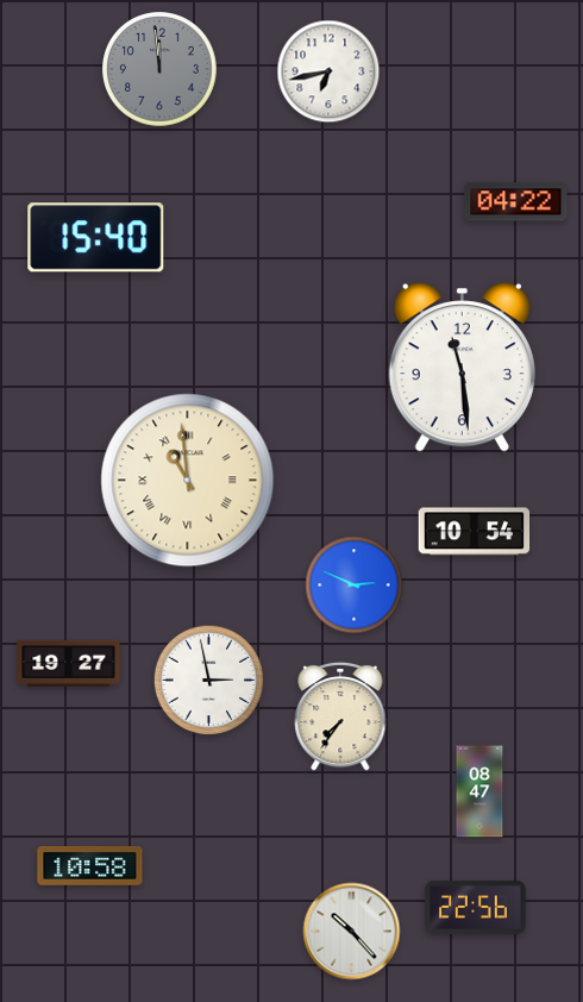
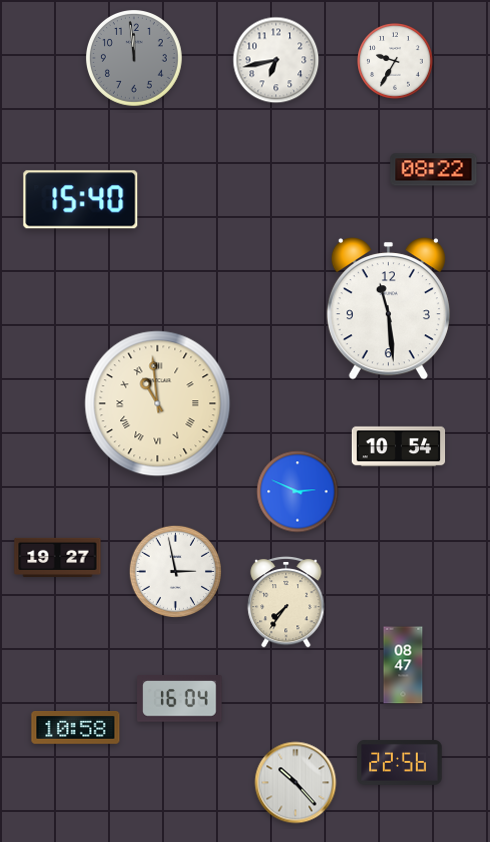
clock at (395, 61): none -> 9:35
clock at (516, 202): 04:22 -> 08:22
clock at (180, 699): none -> 16:04
